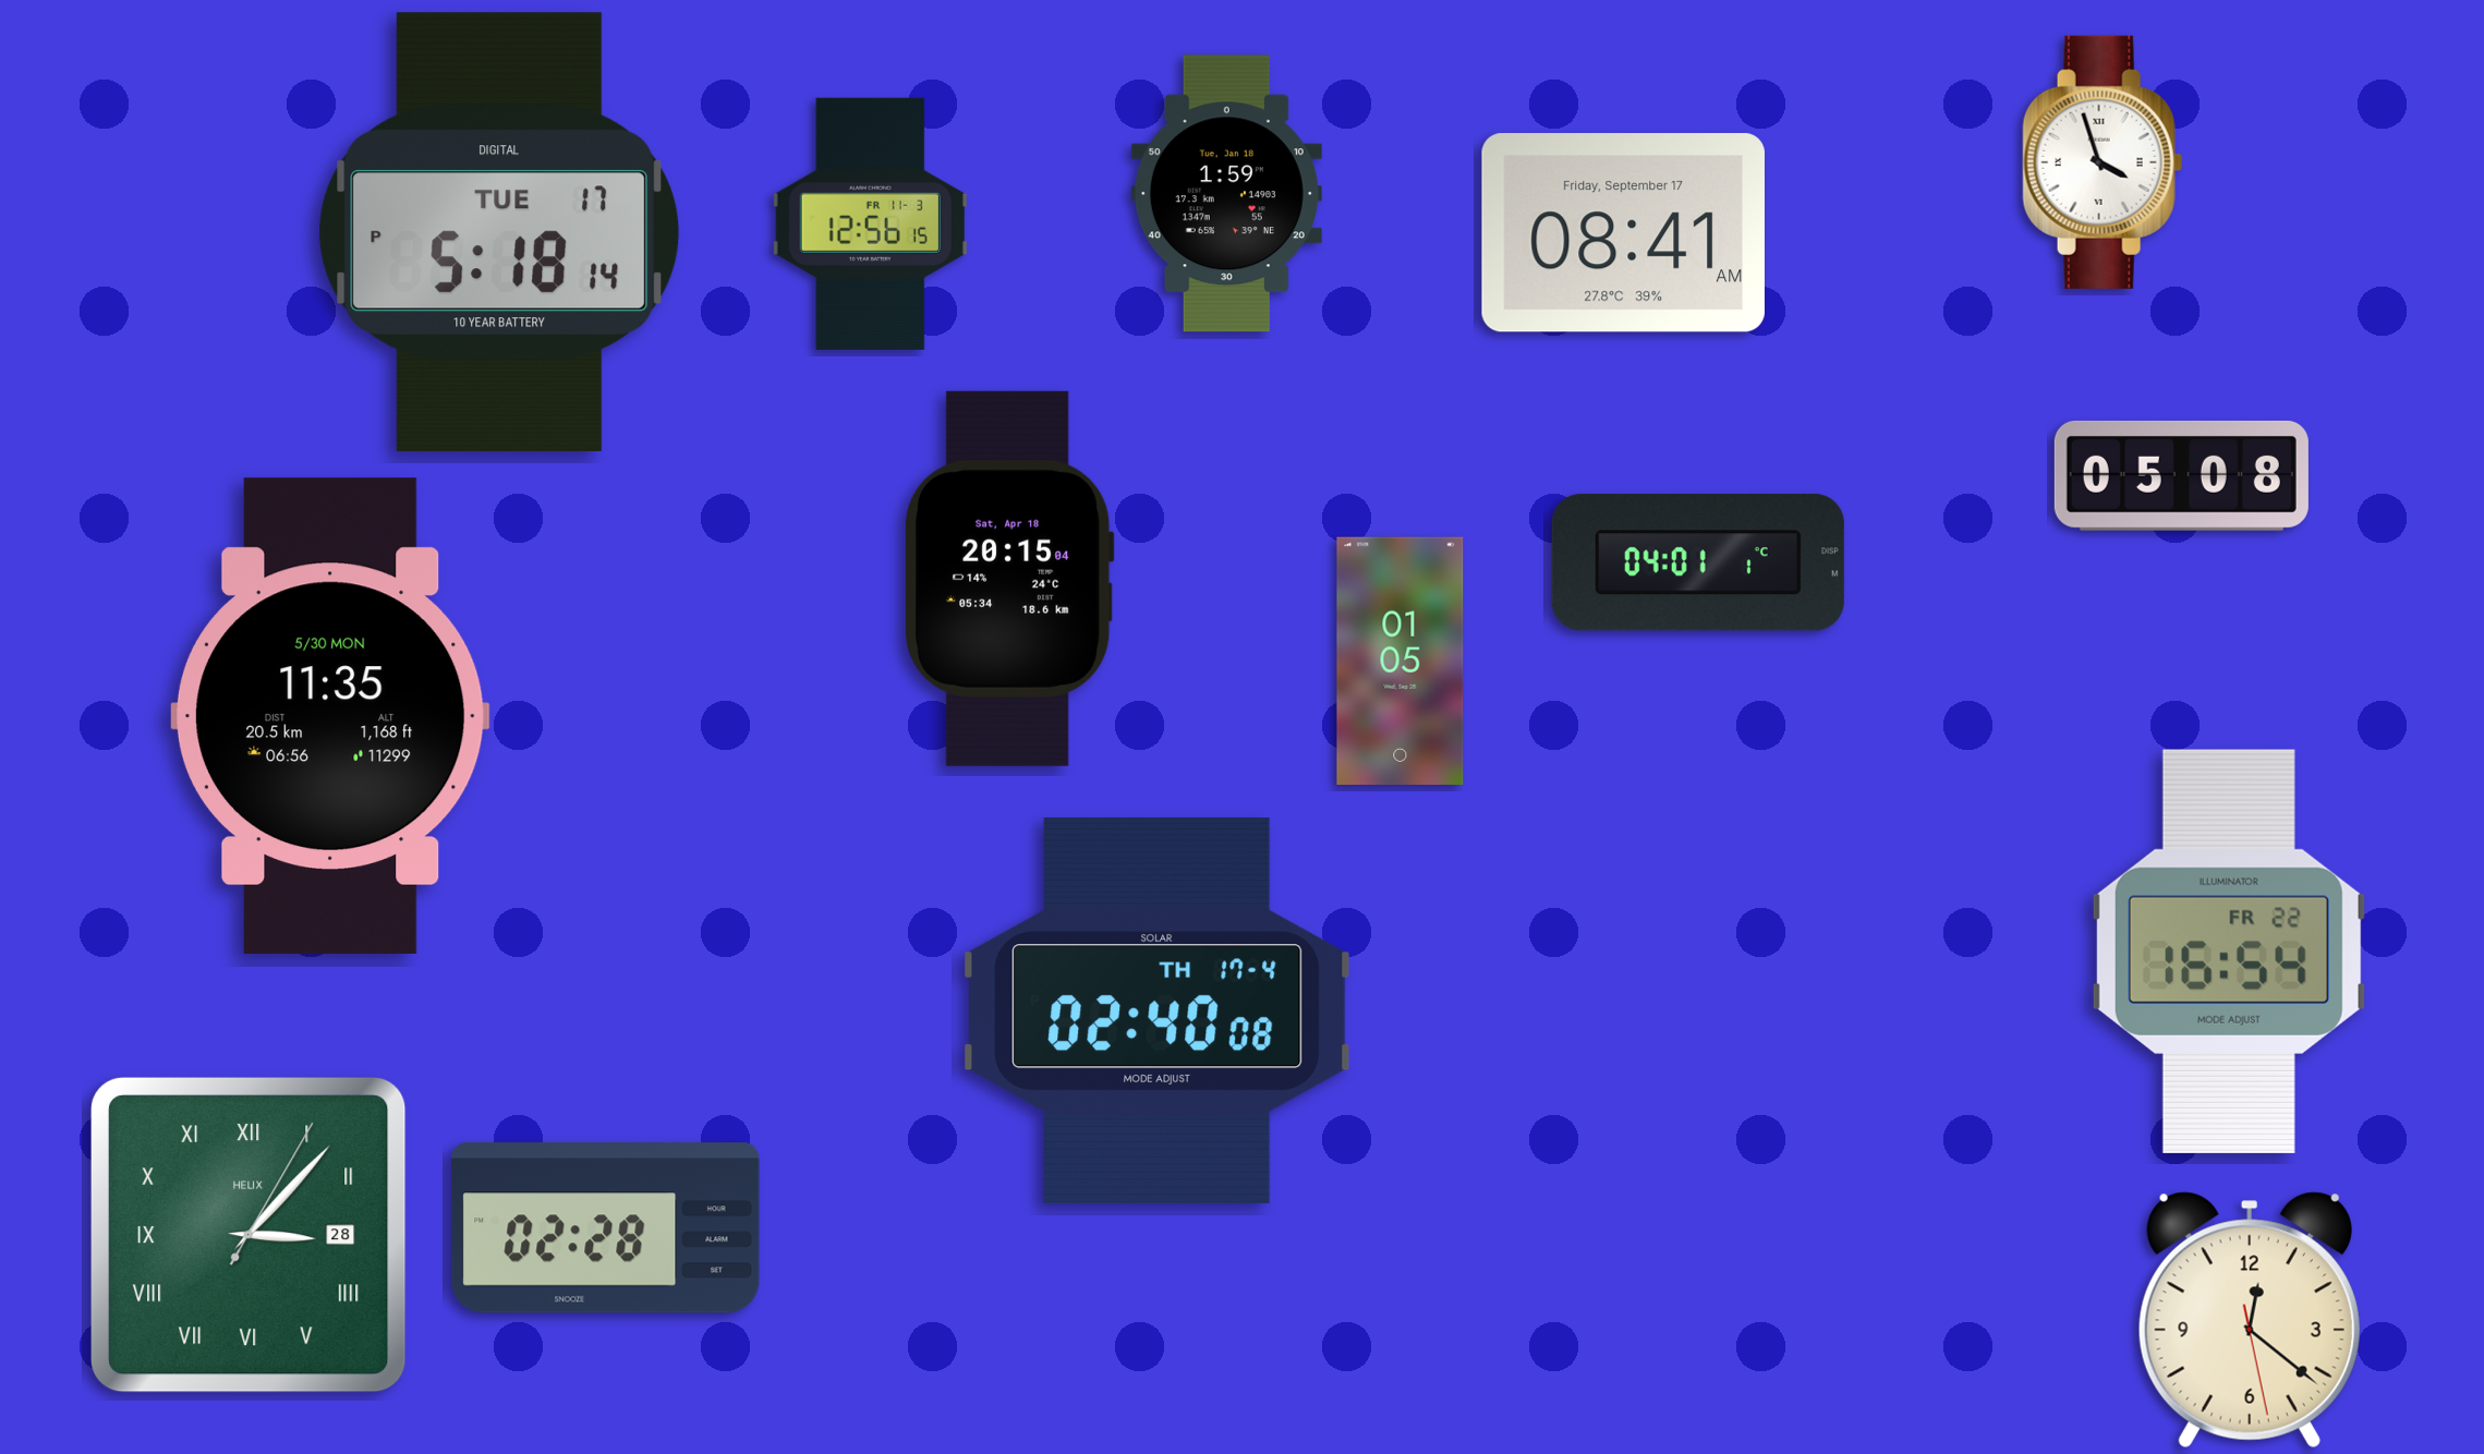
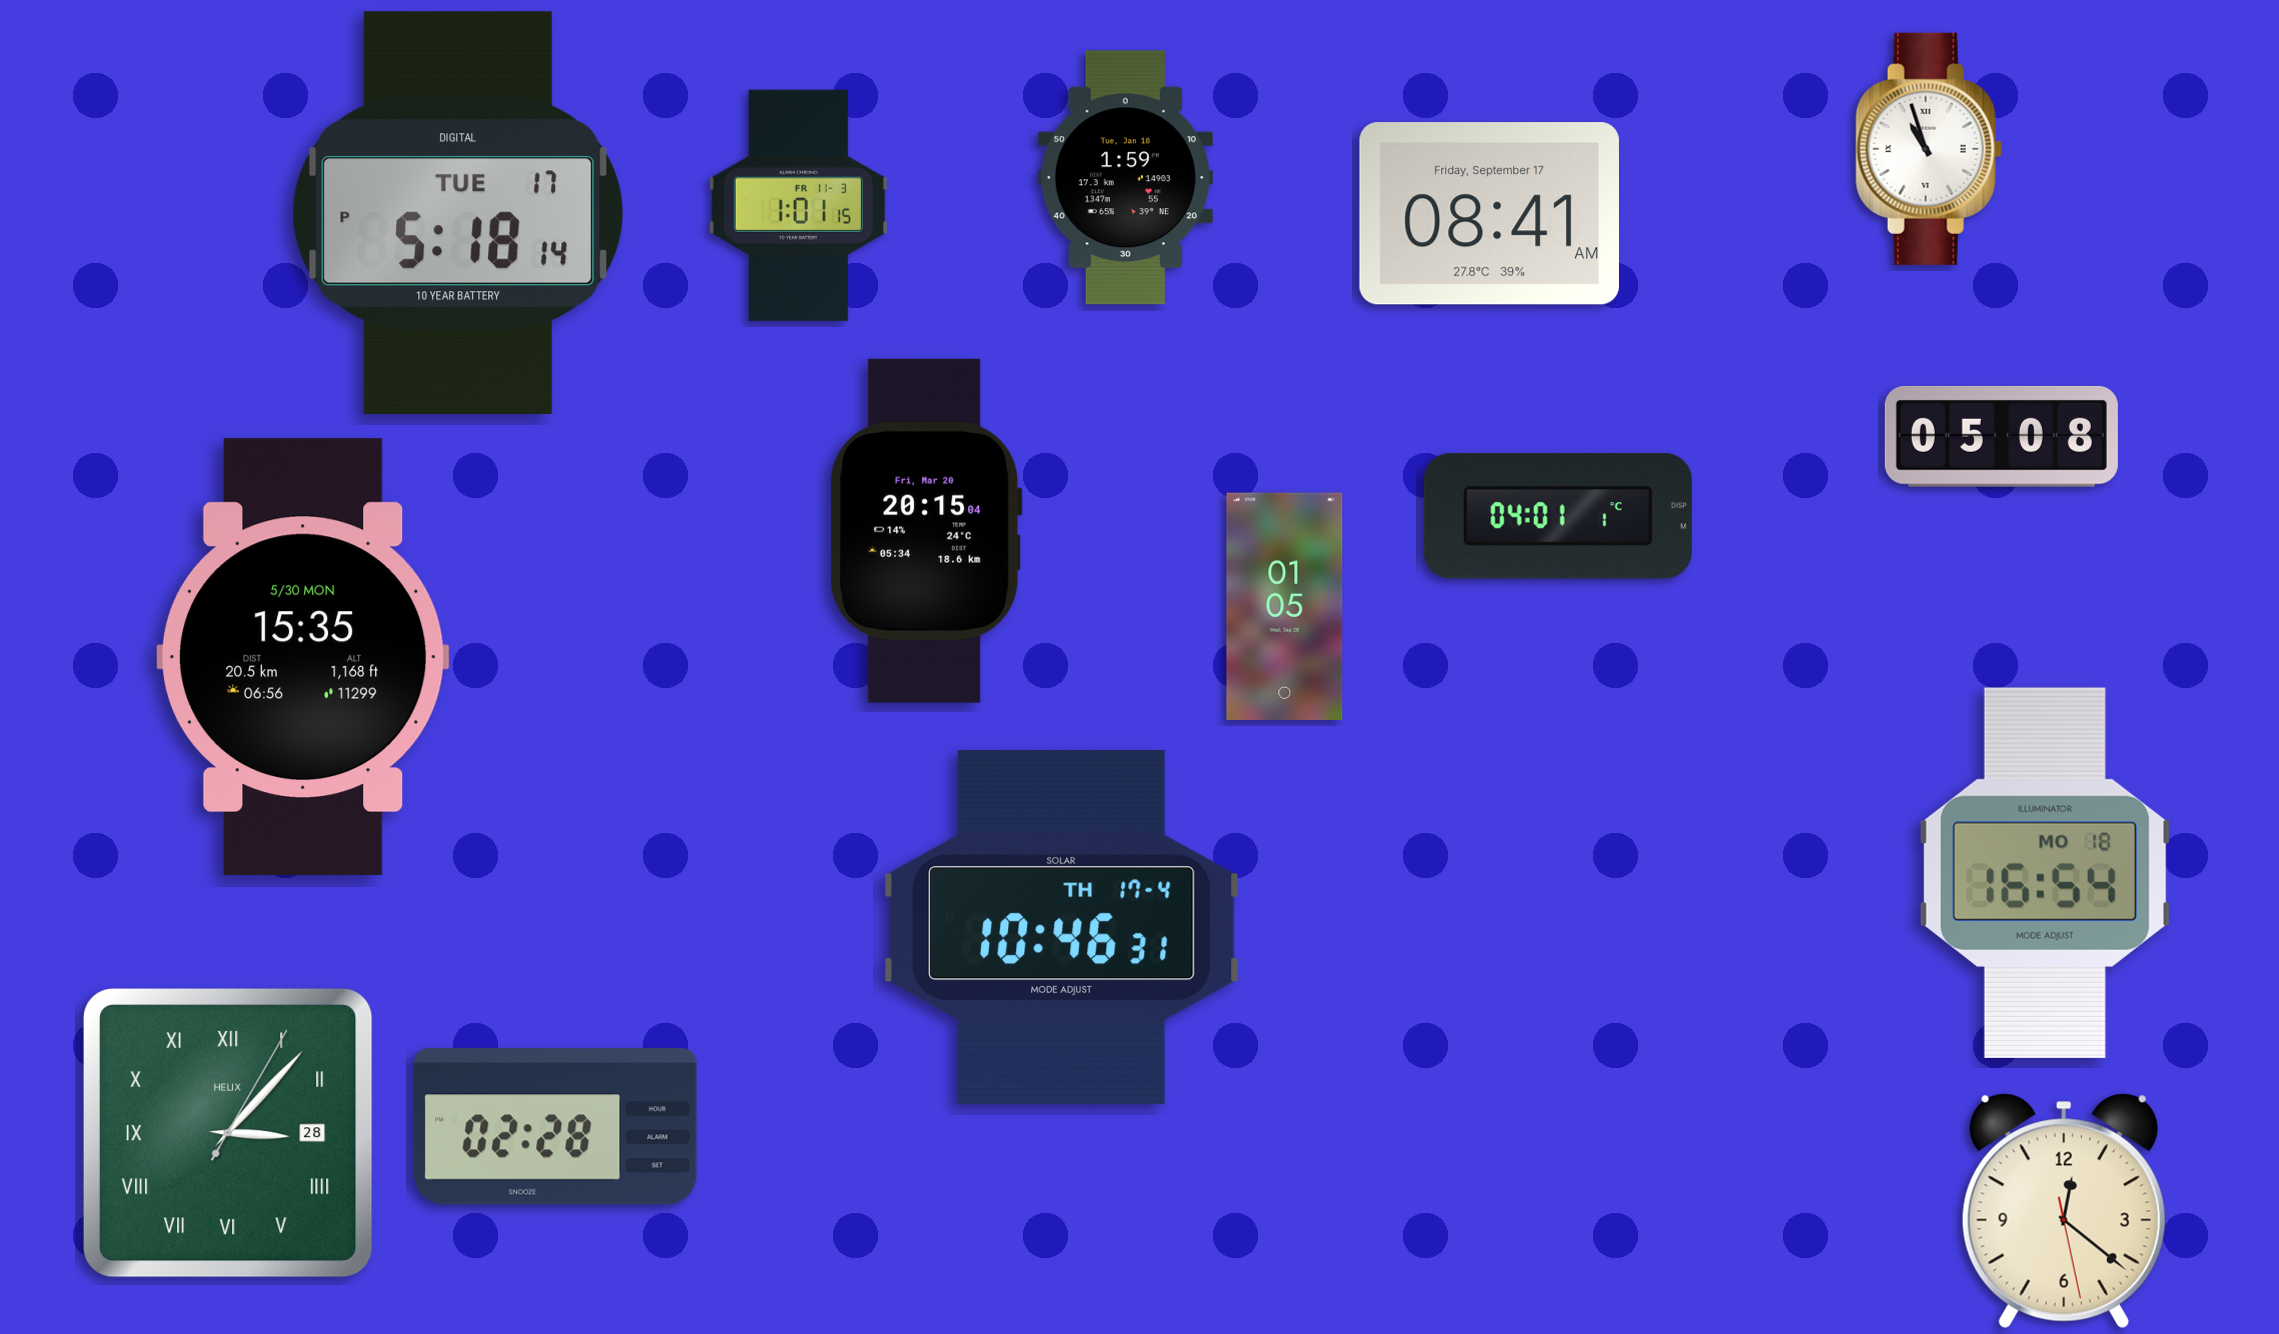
clock at (2103, 162): 3:57 -> 10:57
clock at (870, 223): 12:56 -> 1:01
clock at (1009, 579) date: Sat, Apr 18 -> Fri, Mar 20
clock at (330, 716): 11:35 -> 15:35
clock at (2229, 952) date: FR 22 -> MO 18
clock at (1158, 1011): 02:40 -> 10:46
